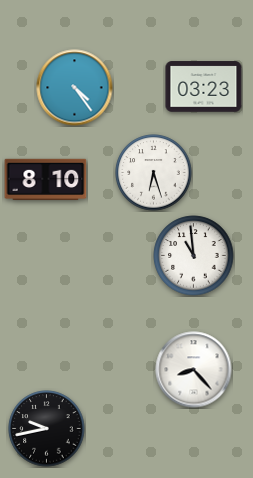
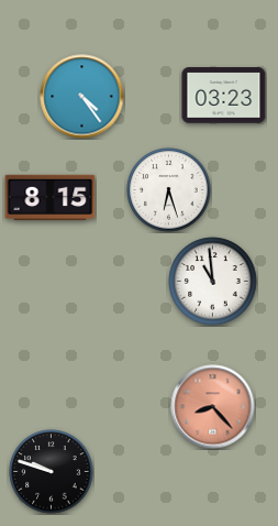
clock at (46, 180): 8:10 -> 8:15
clock at (194, 370) dial: white -> salmon
clock at (47, 429): 9:43 -> 9:48
